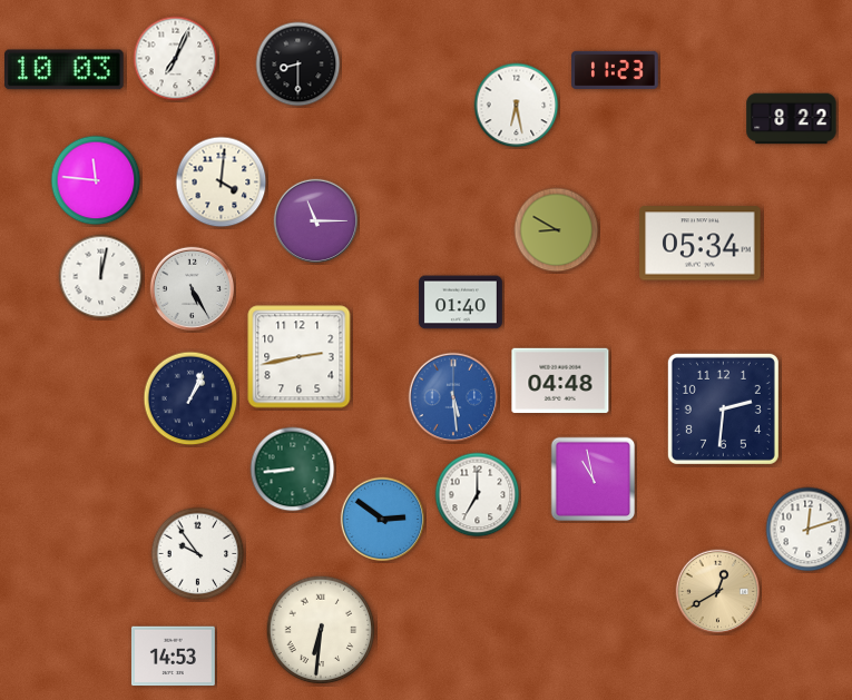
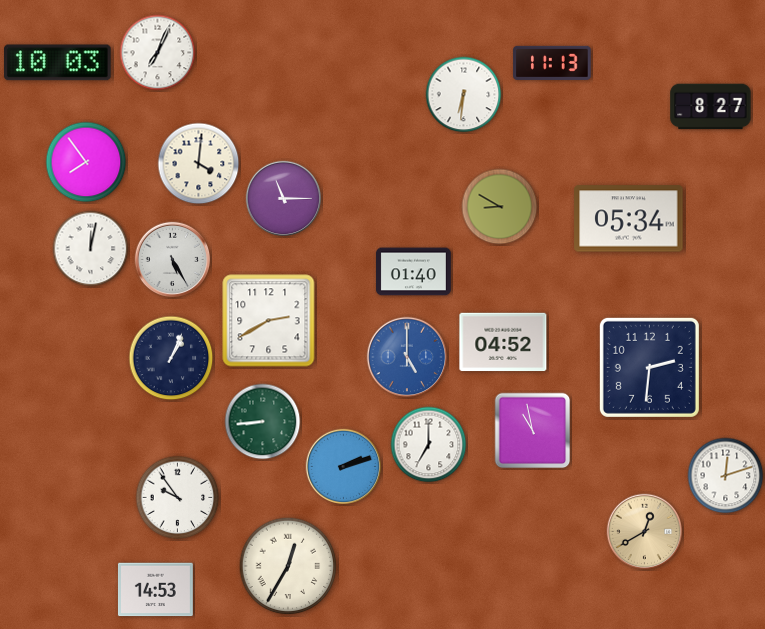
clock at (298, 65): 8:30 -> none
clock at (615, 70): 11:23 -> 11:13
clock at (517, 106): 6:28 -> 6:31
clock at (792, 119): 8:22 -> 8:27
clock at (96, 180): 11:46 -> 7:54
clock at (300, 357): 2:43 -> 2:40
clock at (560, 381): 04:48 -> 04:52
clock at (453, 397): 5:29 -> 5:00
clock at (383, 520): 2:51 -> 2:12
clock at (321, 630): 6:31 -> 12:35
